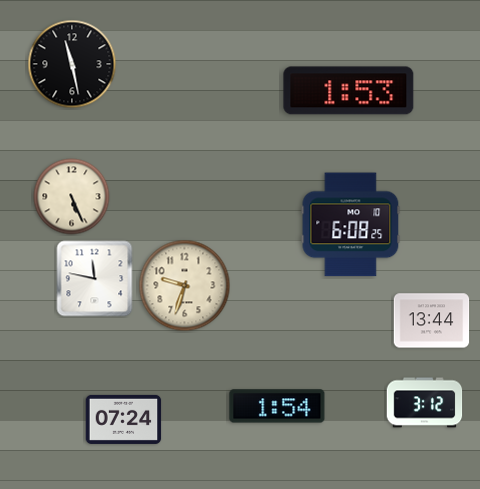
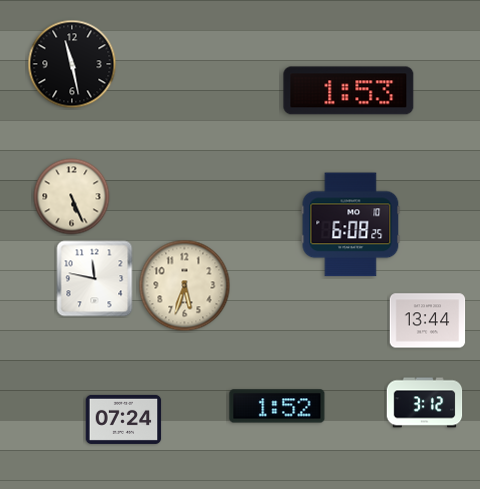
clock at (185, 286): 9:33 -> 5:33
clock at (432, 321) position: (432, 321) -> (428, 321)
clock at (277, 406): 1:54 -> 1:52
